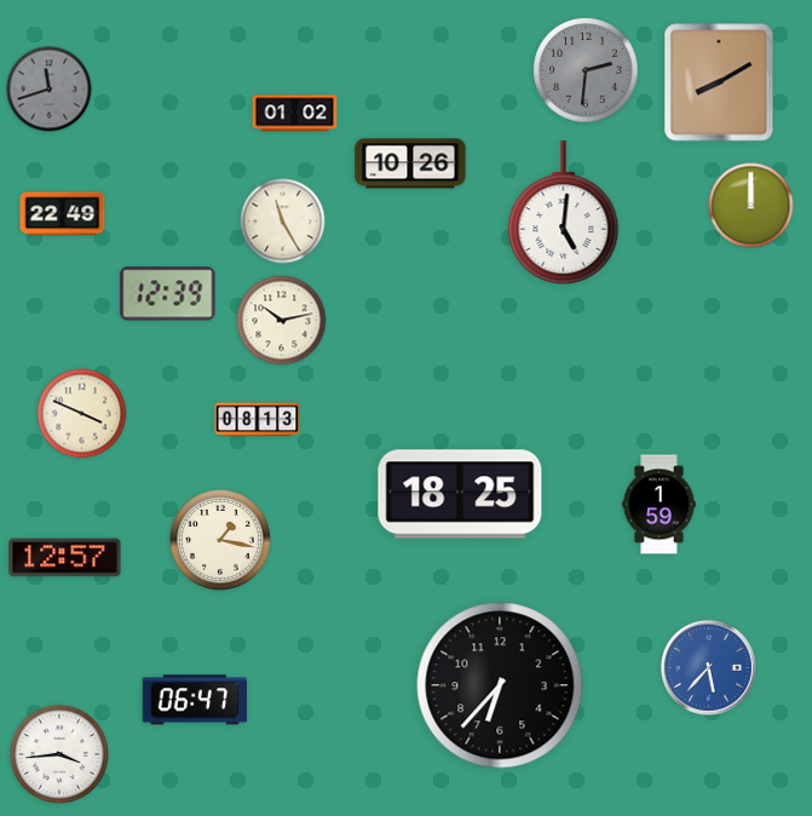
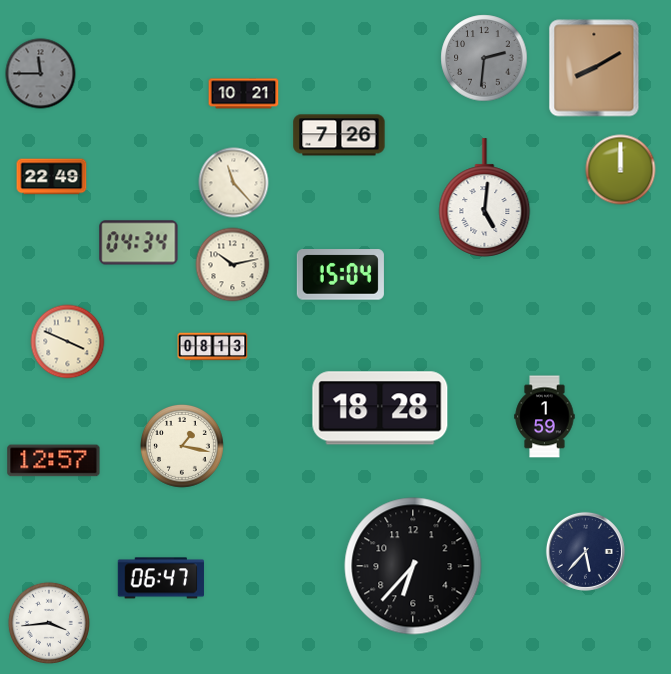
clock at (50, 90): 11:42 -> 11:45
clock at (295, 114): 01:02 -> 10:21
clock at (410, 163): 10:26 -> 7:26
clock at (564, 213) position: (564, 213) -> (485, 198)
clock at (283, 222): 11:25 -> 11:23
clock at (168, 294): 12:39 -> 04:34
clock at (340, 275): none -> 15:04
clock at (460, 494): 18:25 -> 18:28
clock at (708, 667) dial: blue -> navy
